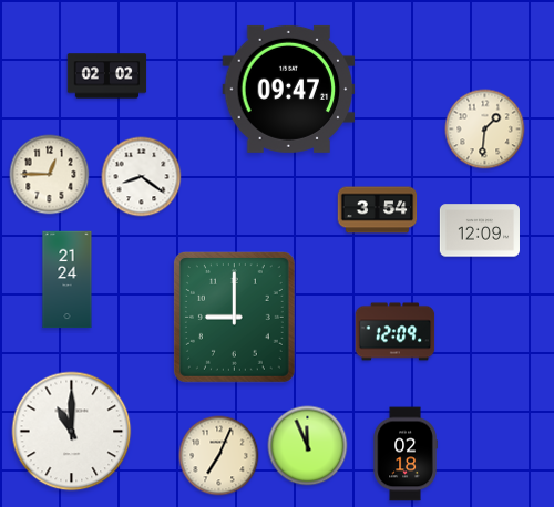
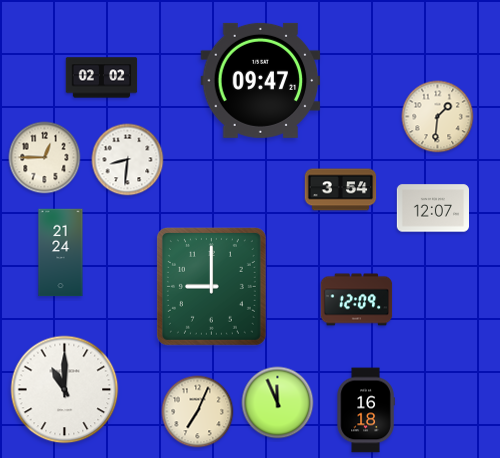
clock at (107, 76) position: (107, 76) -> (102, 78)
clock at (142, 177): 8:21 -> 8:31
clock at (479, 230): 12:09 -> 12:07
clock at (406, 454): 02:18 -> 16:18
